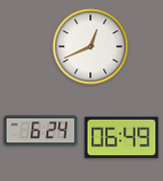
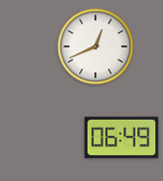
clock at (91, 47) position: (91, 47) -> (96, 47)
clock at (41, 131): 6:24 -> none
